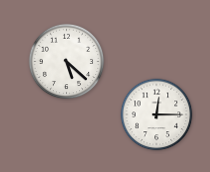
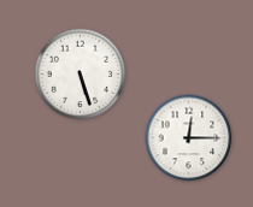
clock at (67, 62): 5:22 -> 5:27
